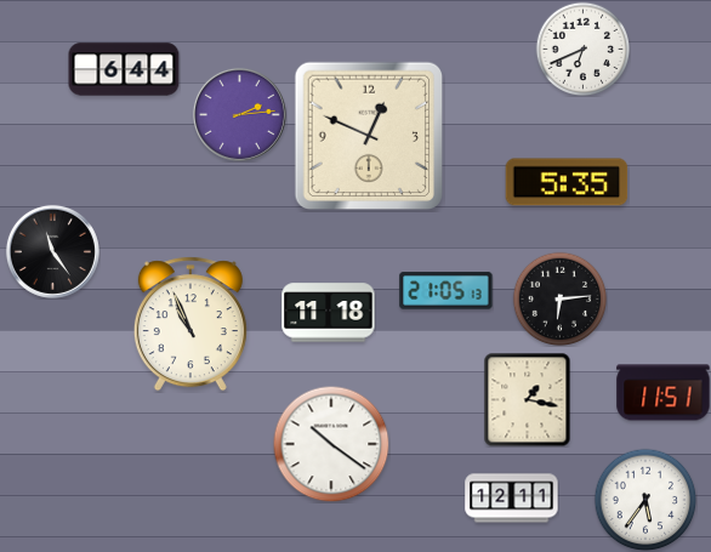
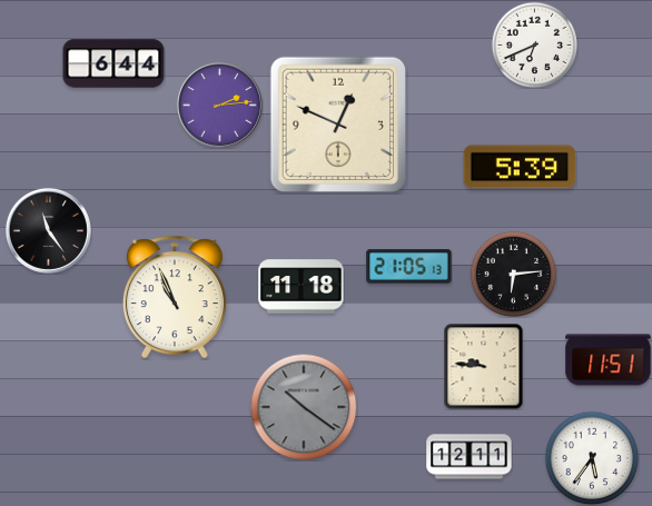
clock at (567, 182): 5:35 -> 5:39
clock at (528, 399): 1:17 -> 9:46
clock at (331, 444) dial: white -> grey
